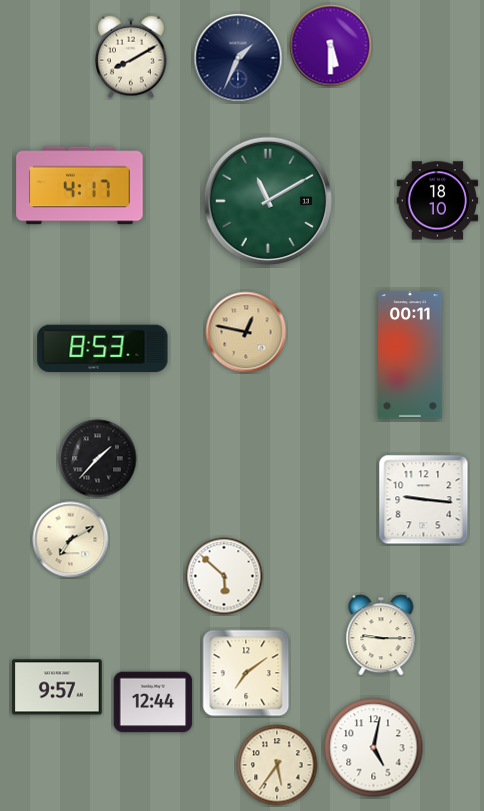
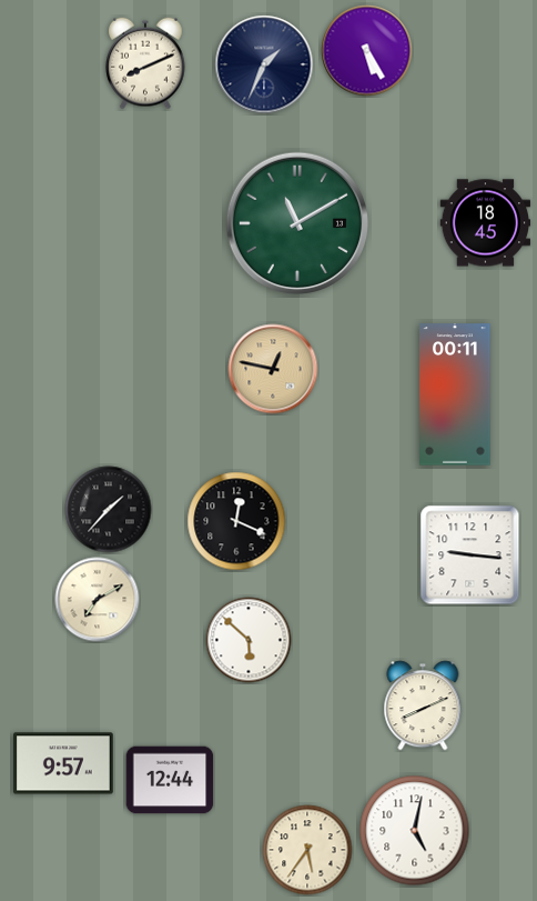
clock at (331, 46): 5:30 -> 5:25
clock at (131, 57): 8:10 -> 8:11
clock at (80, 186): 4:17 -> none
clock at (438, 201): 18:10 -> 18:45
clock at (103, 349): 8:53 -> none
clock at (236, 521): none -> 12:19
clock at (71, 540) position: (71, 540) -> (98, 600)
clock at (381, 635): 9:15 -> 8:11
clock at (246, 673): 7:09 -> none
